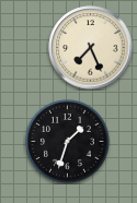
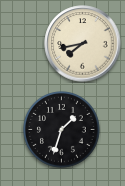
clock at (91, 48): 7:26 -> 7:43
